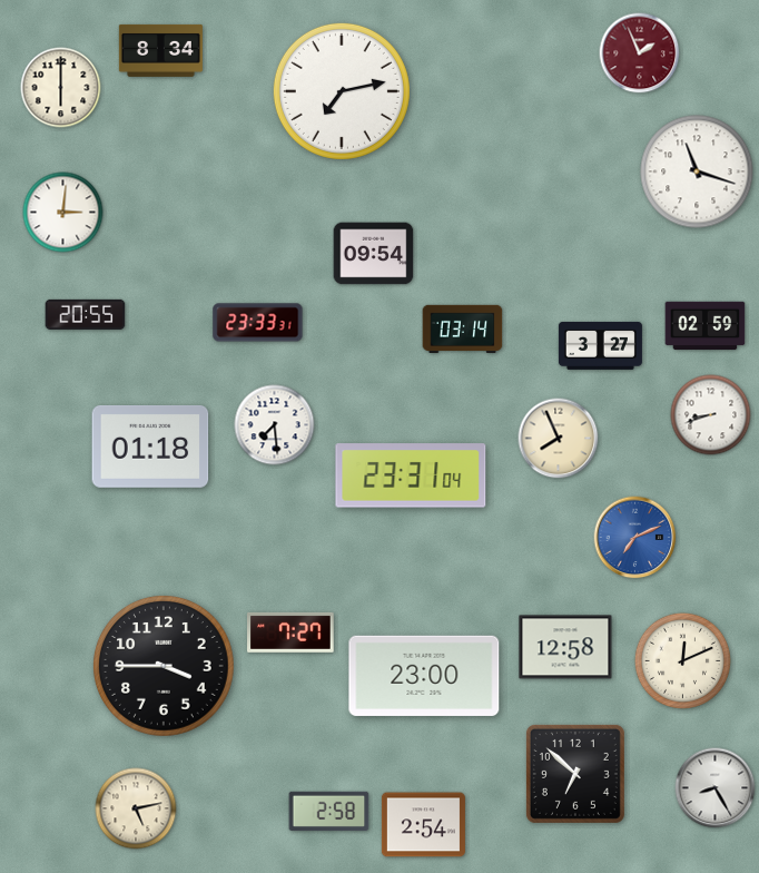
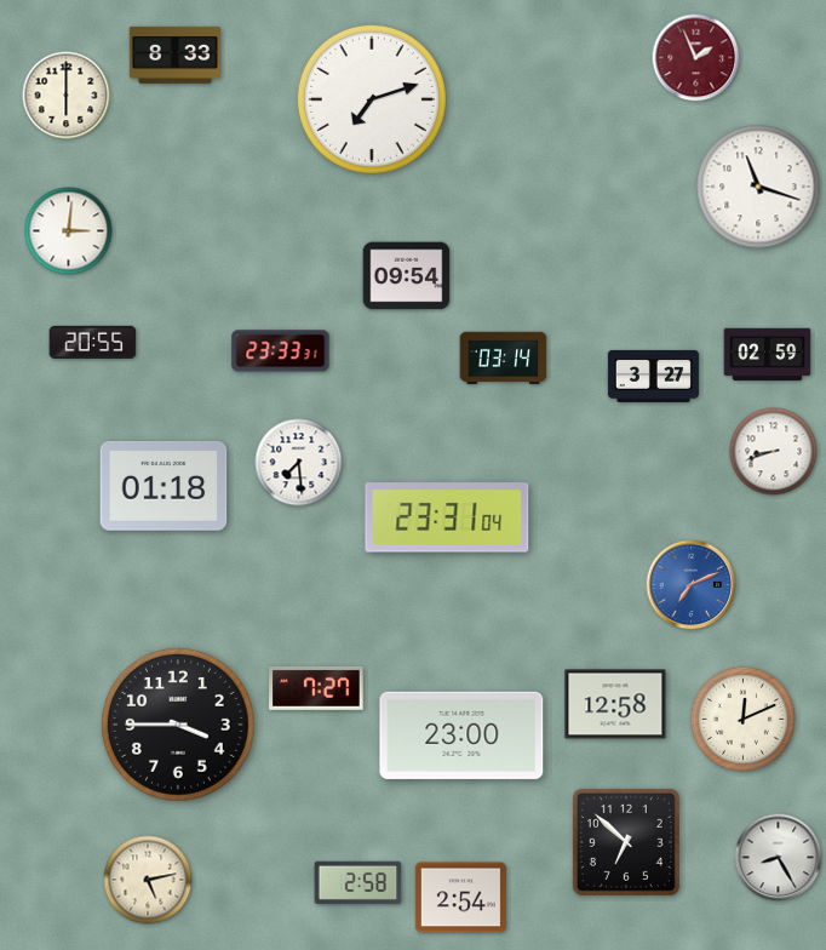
clock at (160, 50): 8:34 -> 8:33
clock at (342, 91): 7:13 -> 7:12
clock at (559, 439): 7:56 -> none
